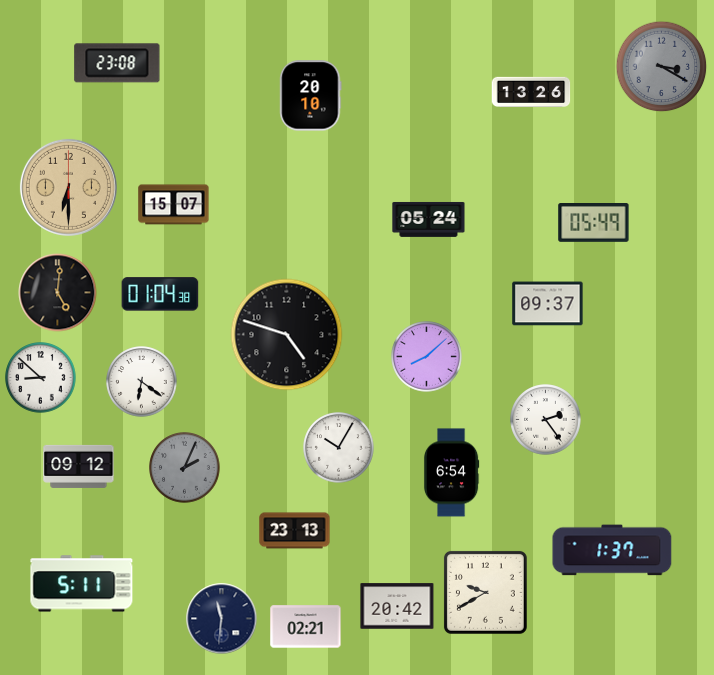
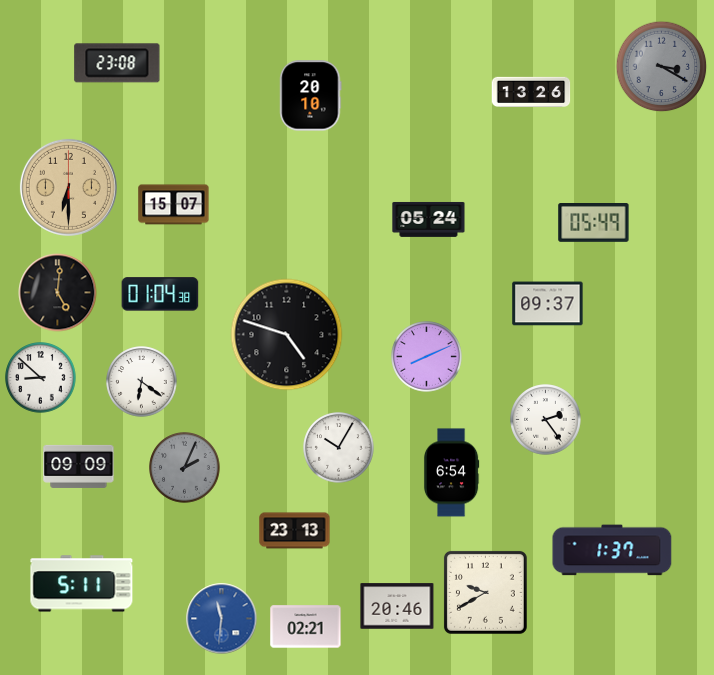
clock at (427, 357): 8:08 -> 8:11
clock at (79, 466): 09:12 -> 09:09
clock at (397, 606): 20:42 -> 20:46
clock at (222, 619) dial: navy -> blue
